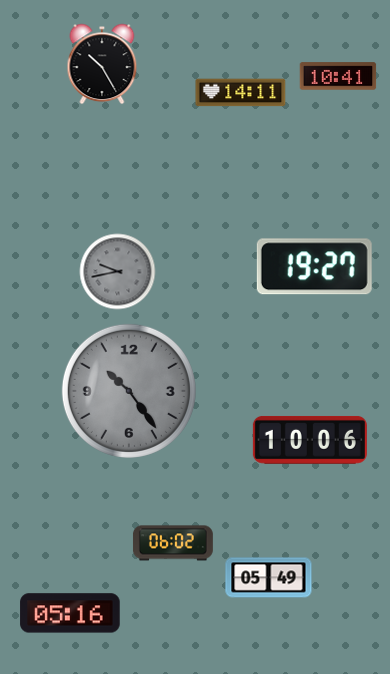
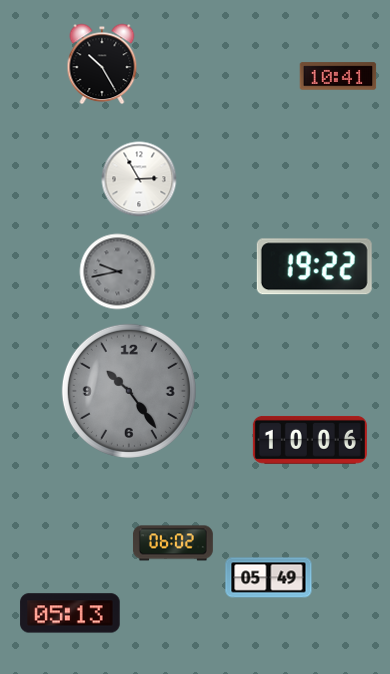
clock at (241, 93): 14:11 -> none
clock at (139, 179): none -> 2:55
clock at (314, 267): 19:27 -> 19:22
clock at (70, 613): 05:16 -> 05:13
